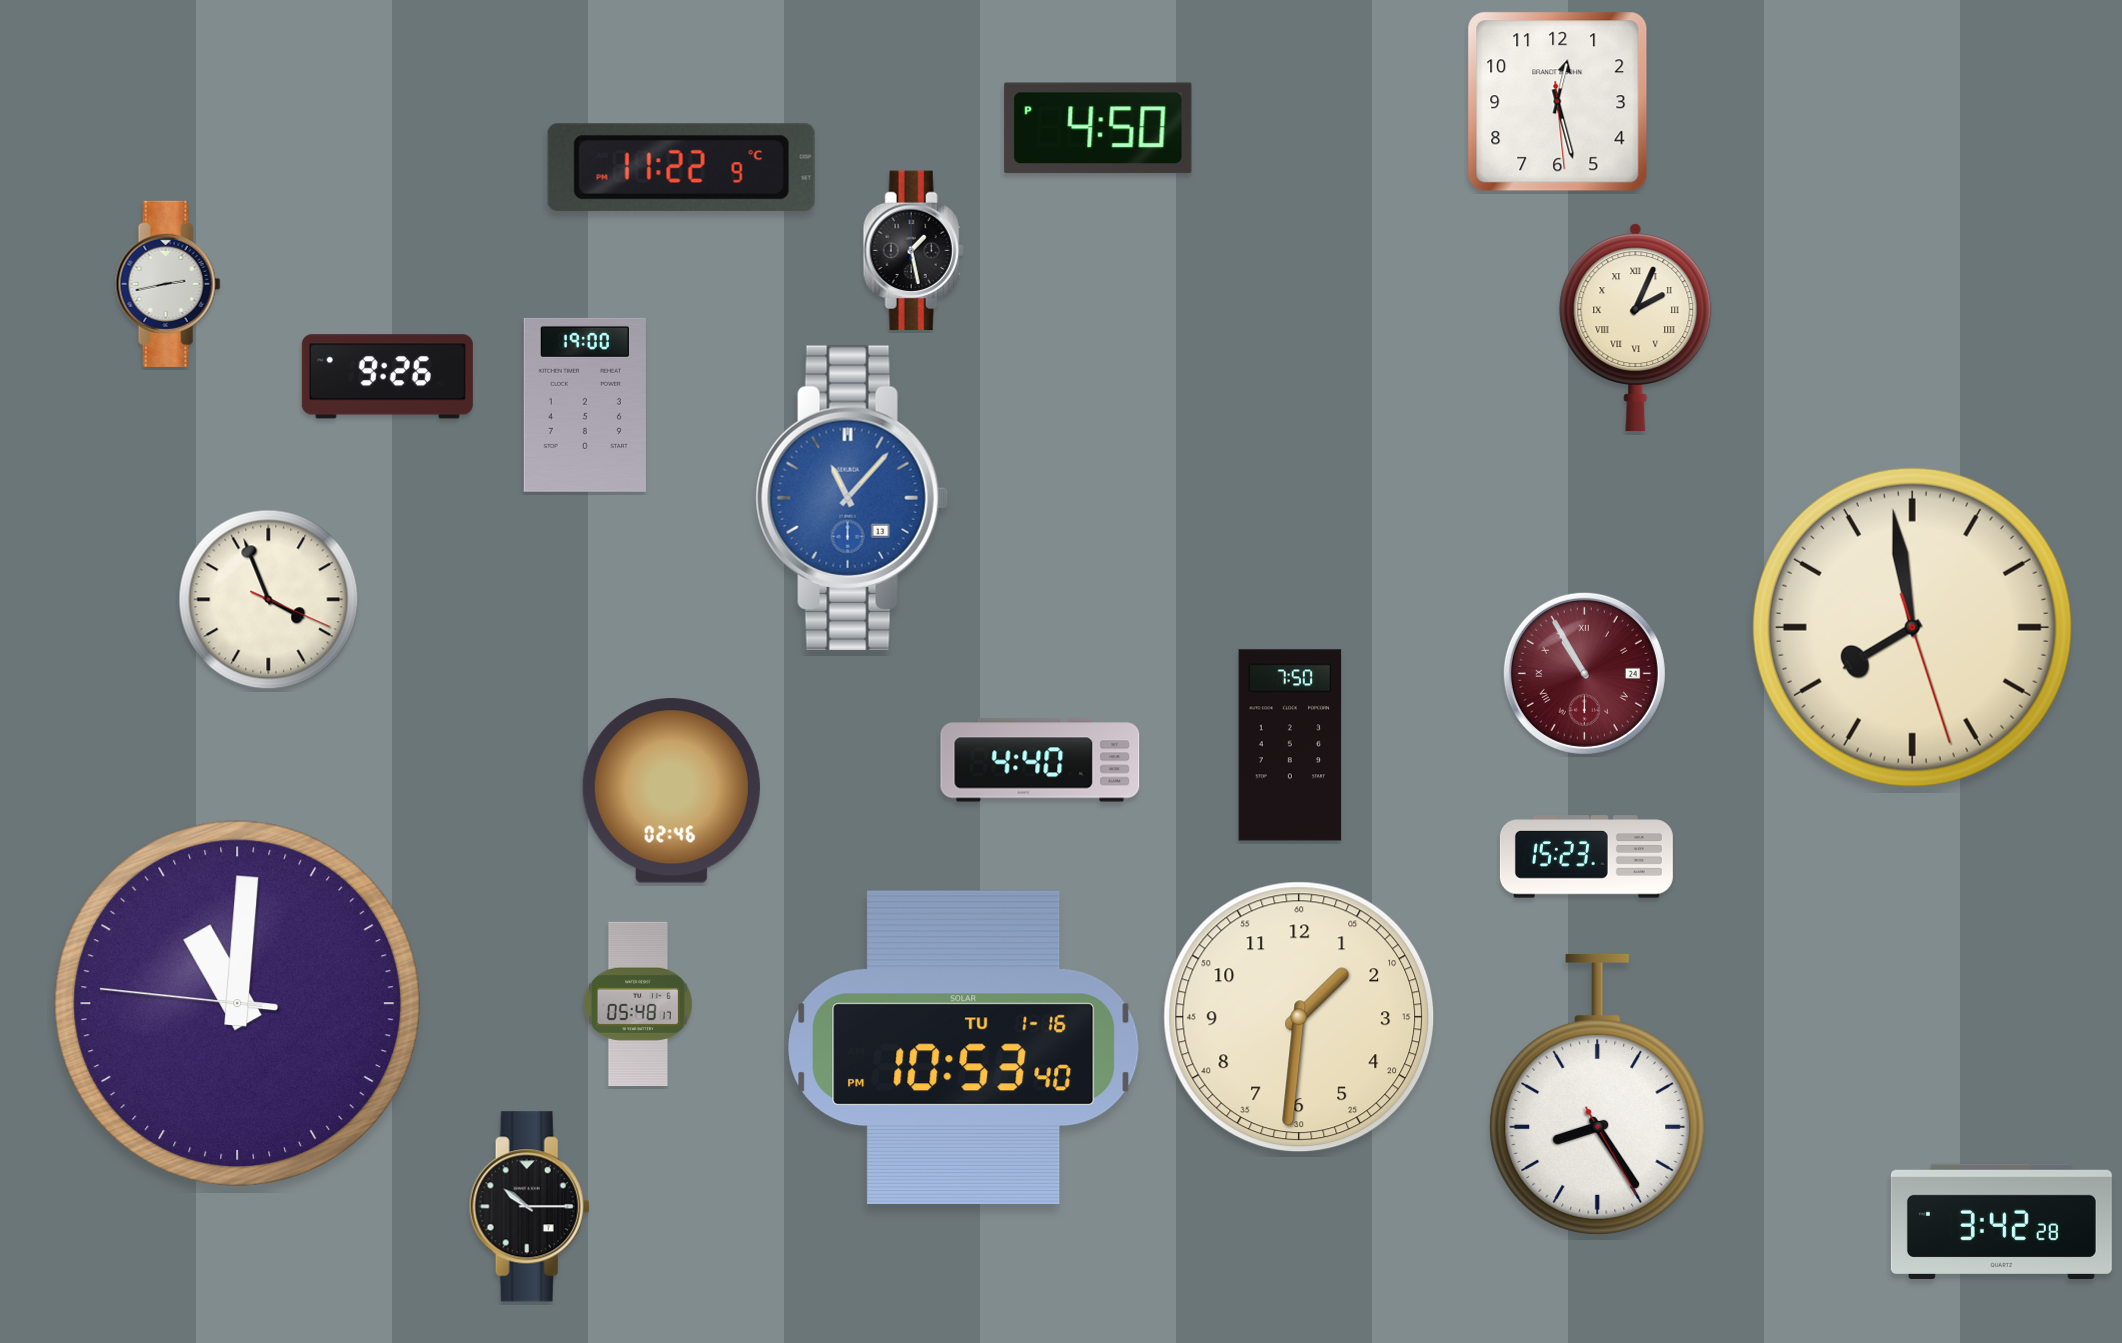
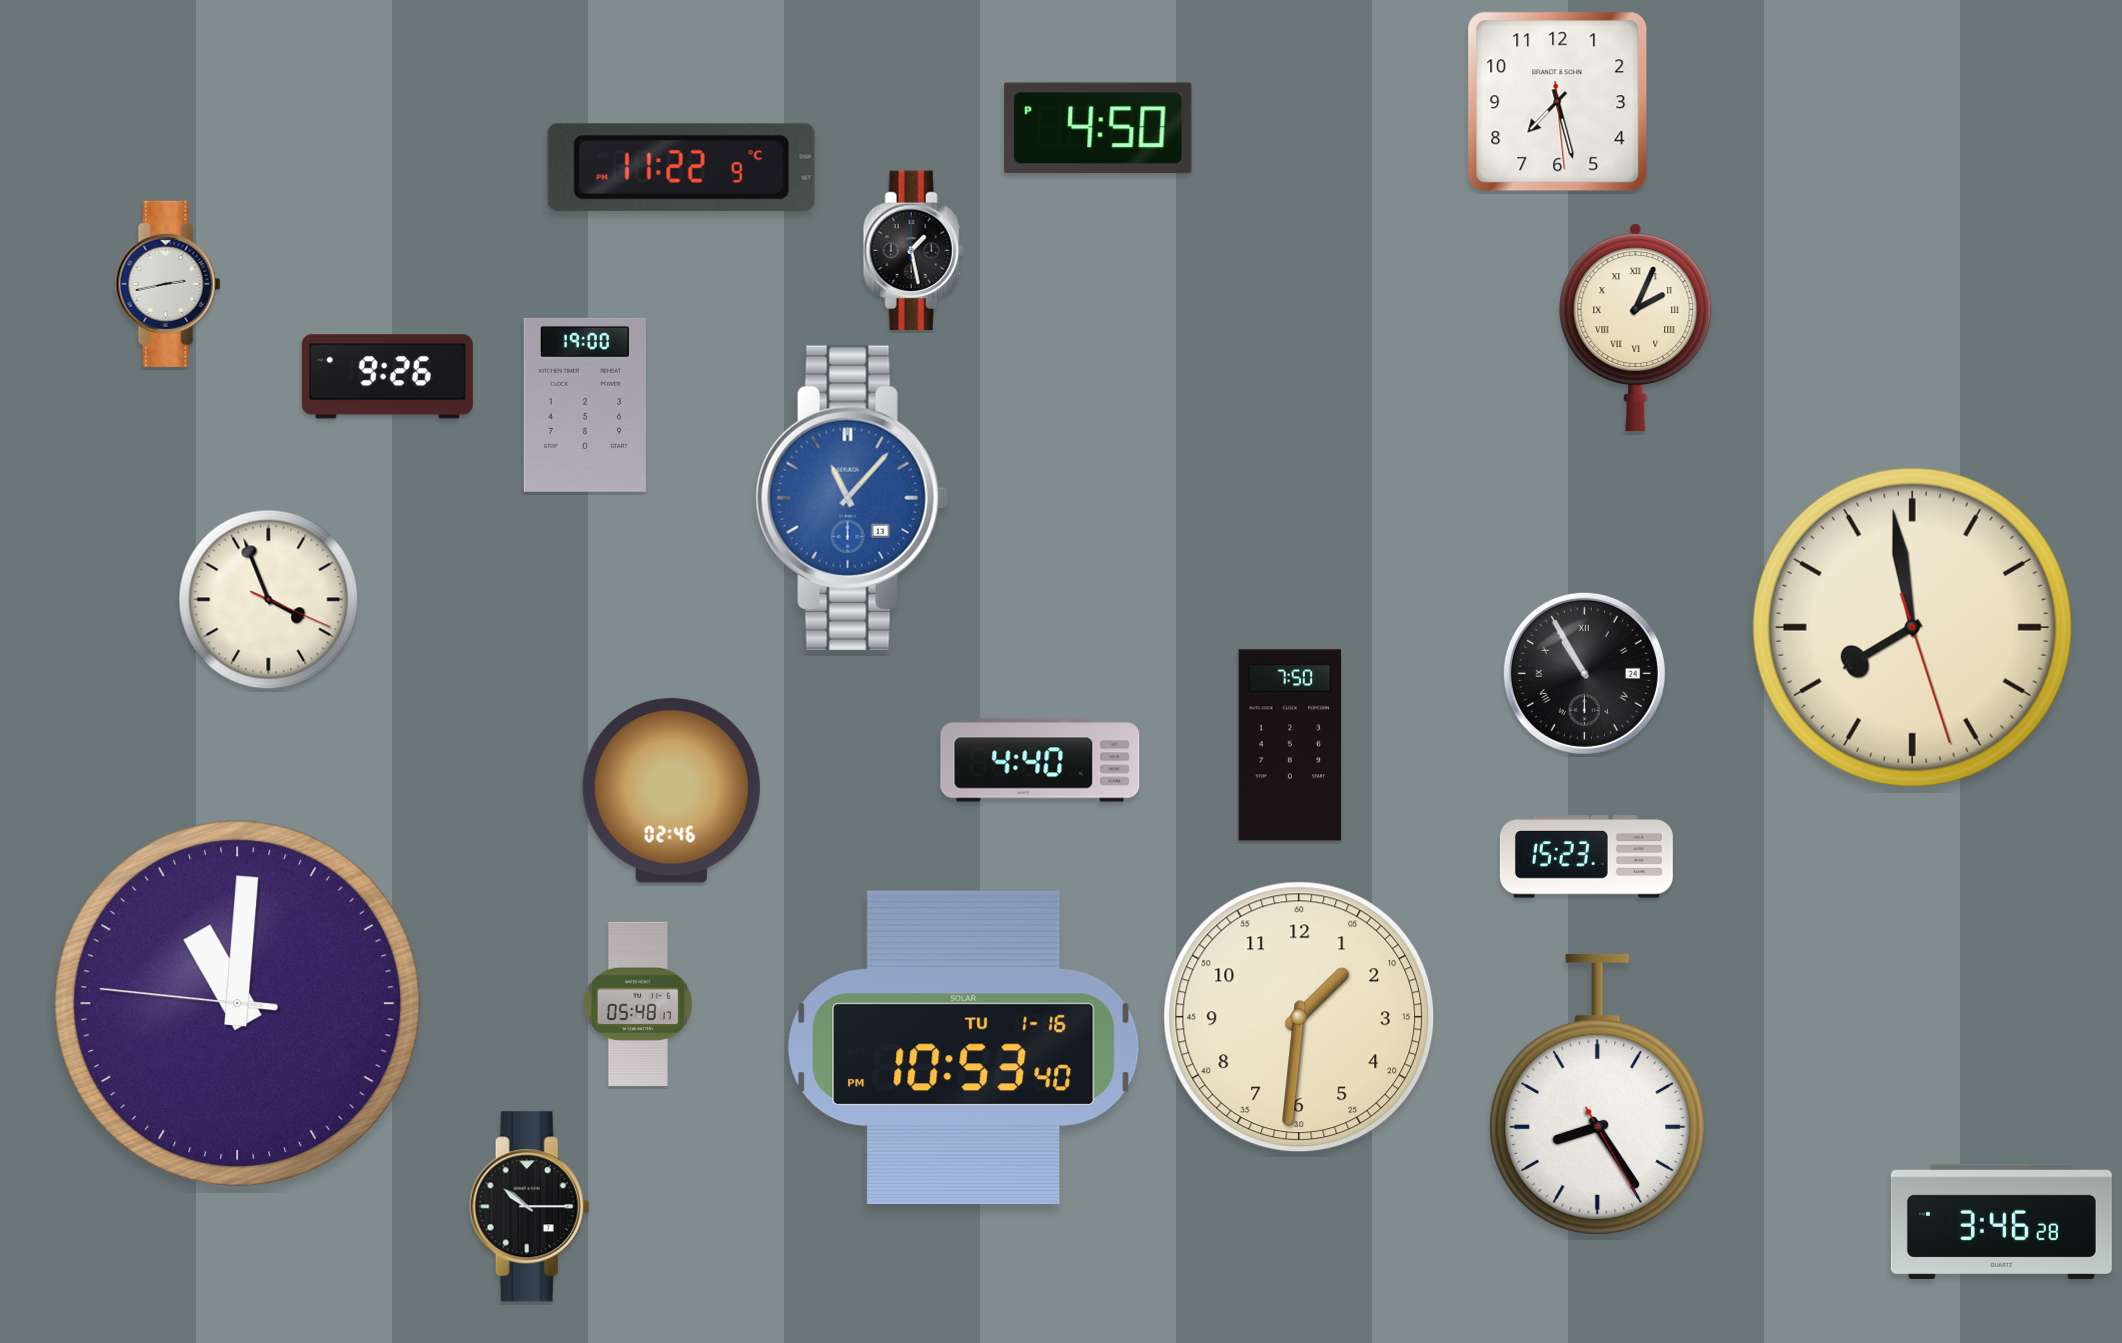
clock at (1558, 102): 12:27 -> 7:27
clock at (1584, 673) dial: burgundy -> black
clock at (2001, 1221): 3:42 -> 3:46
